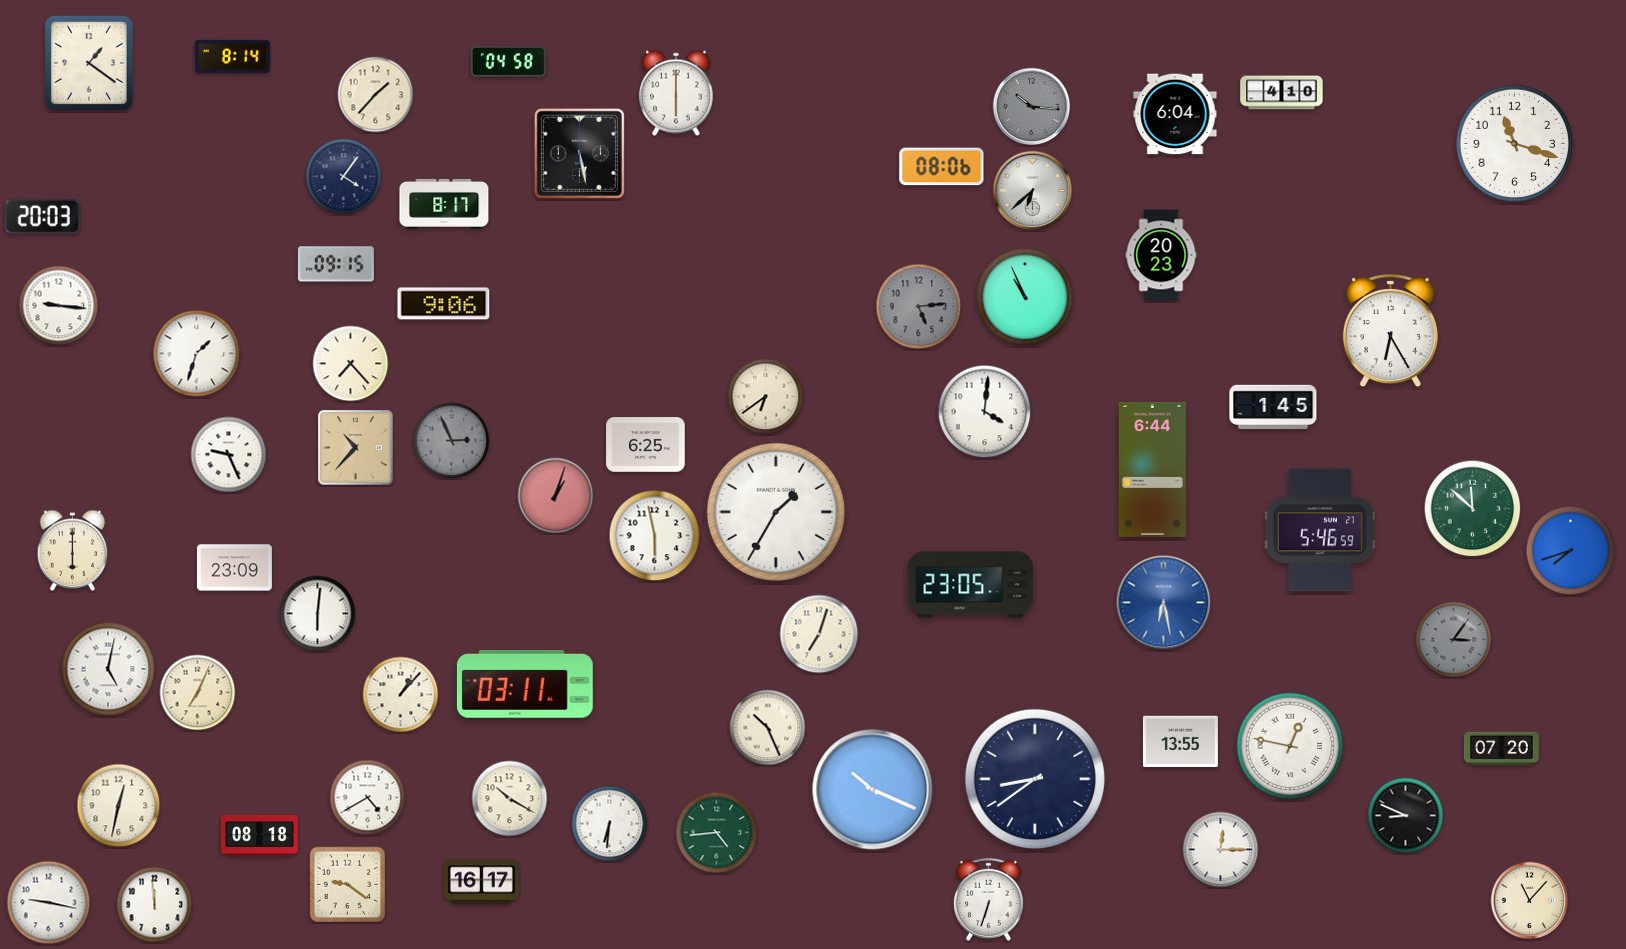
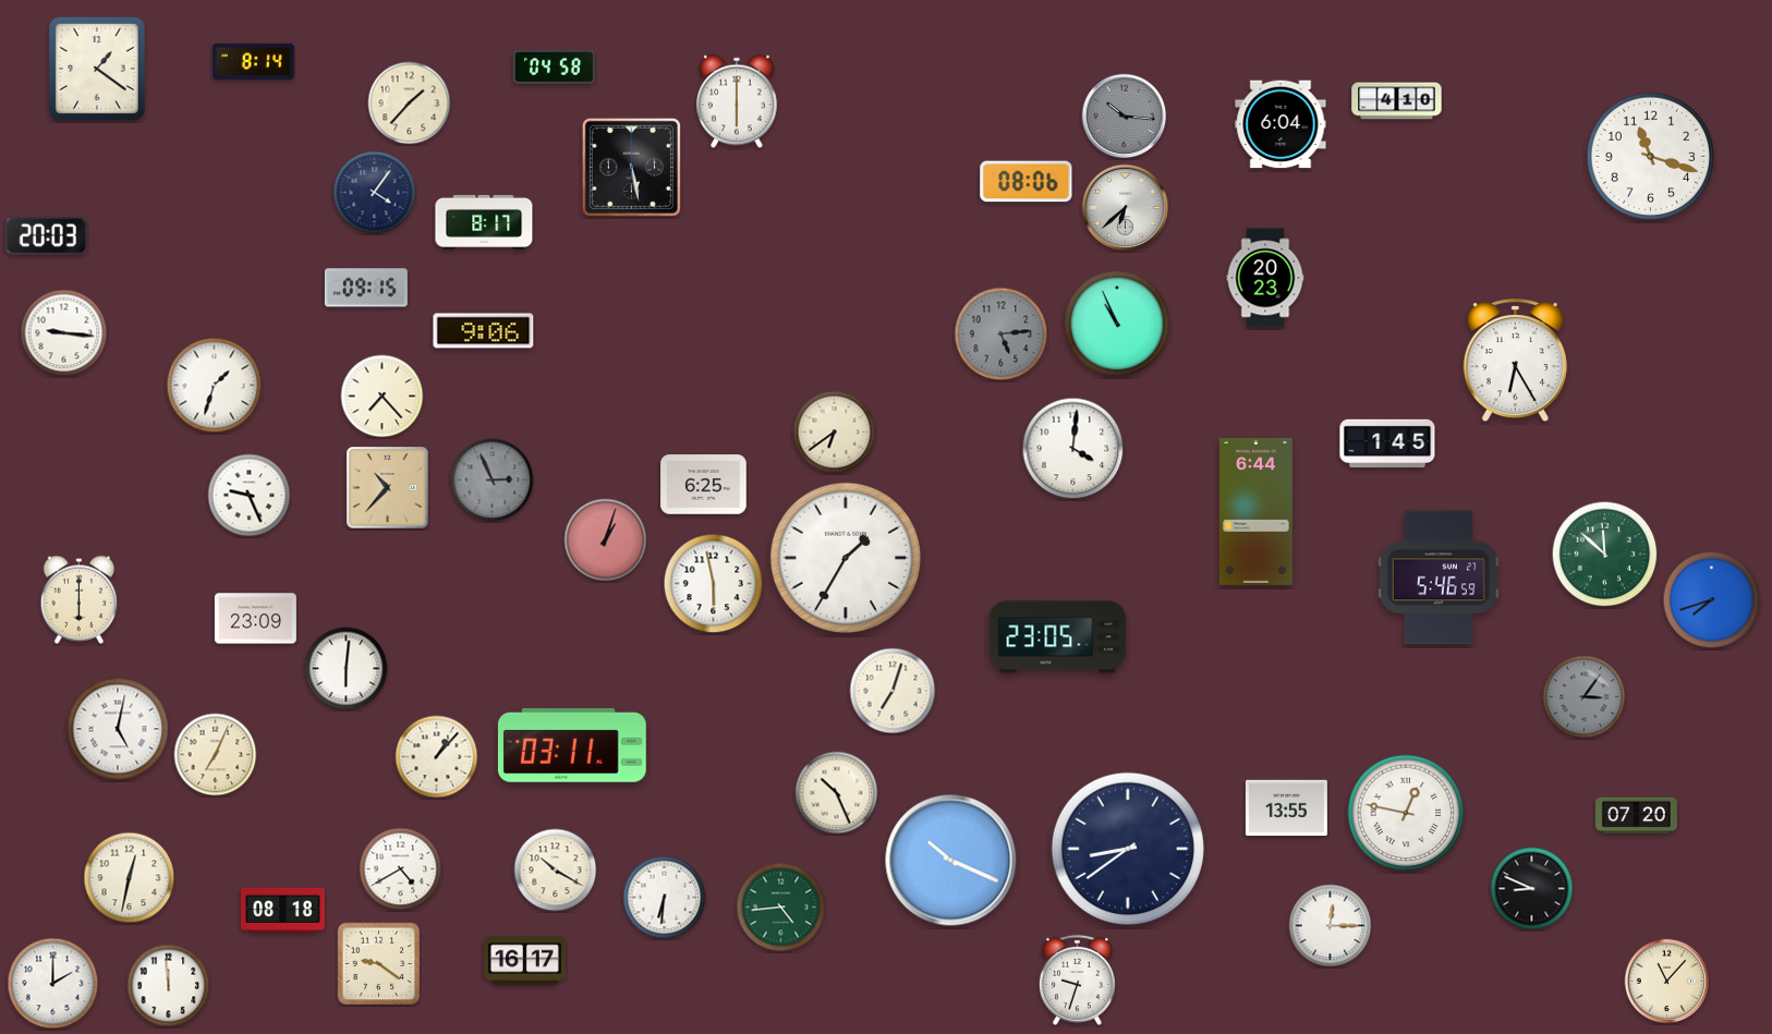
clock at (1164, 603): 6:28 -> none
clock at (988, 899): 6:33 -> 9:33
clock at (49, 903): 9:17 -> 2:00
